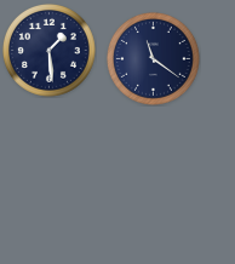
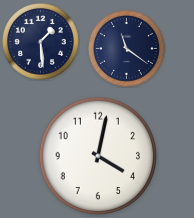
clock at (98, 156): none -> 4:02
